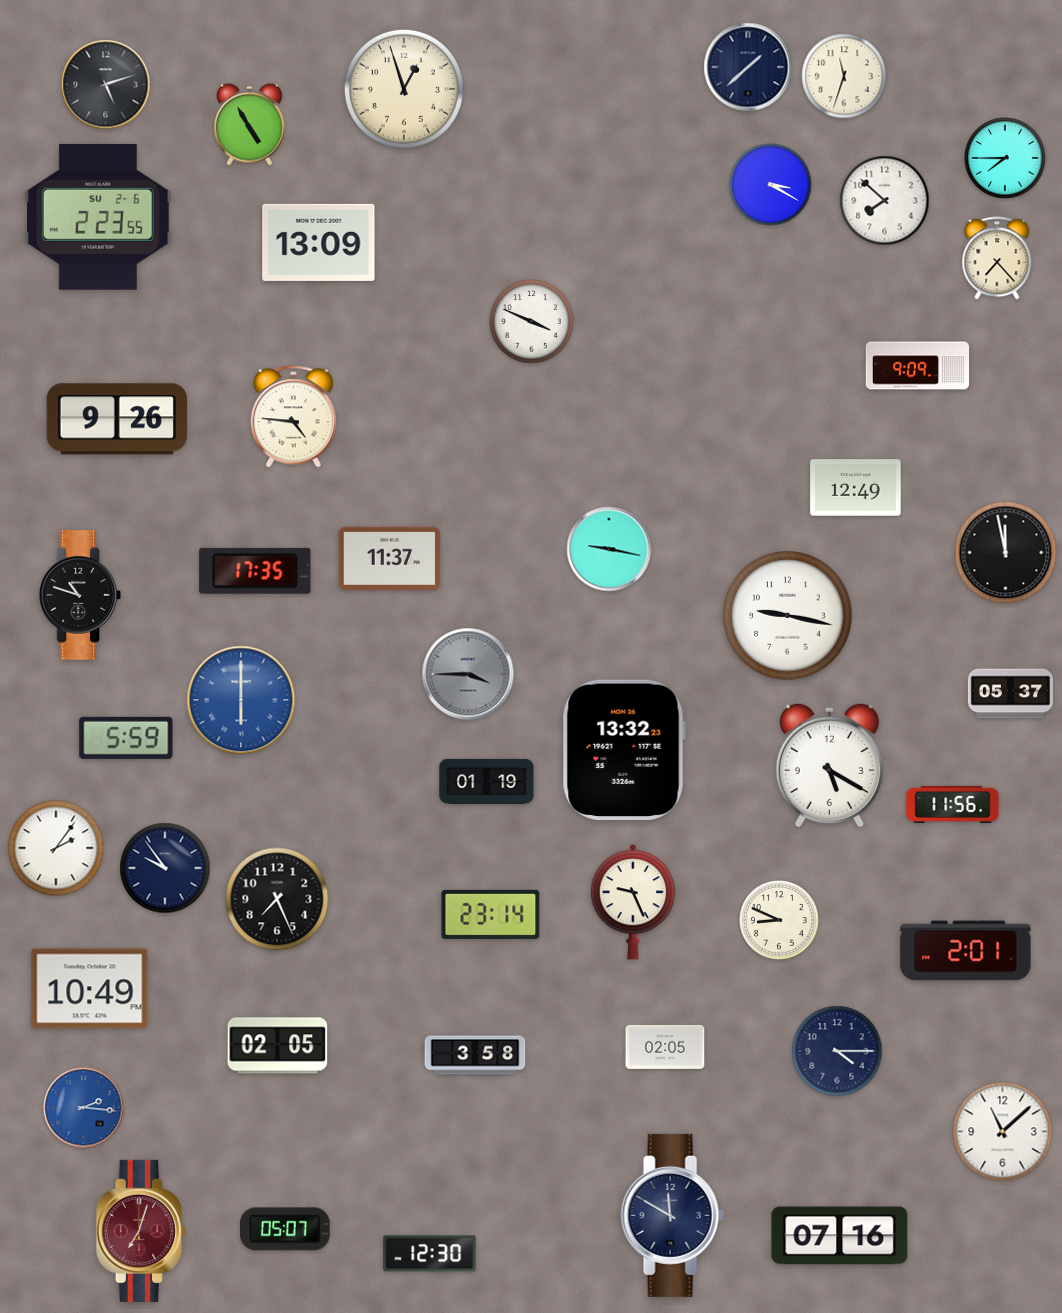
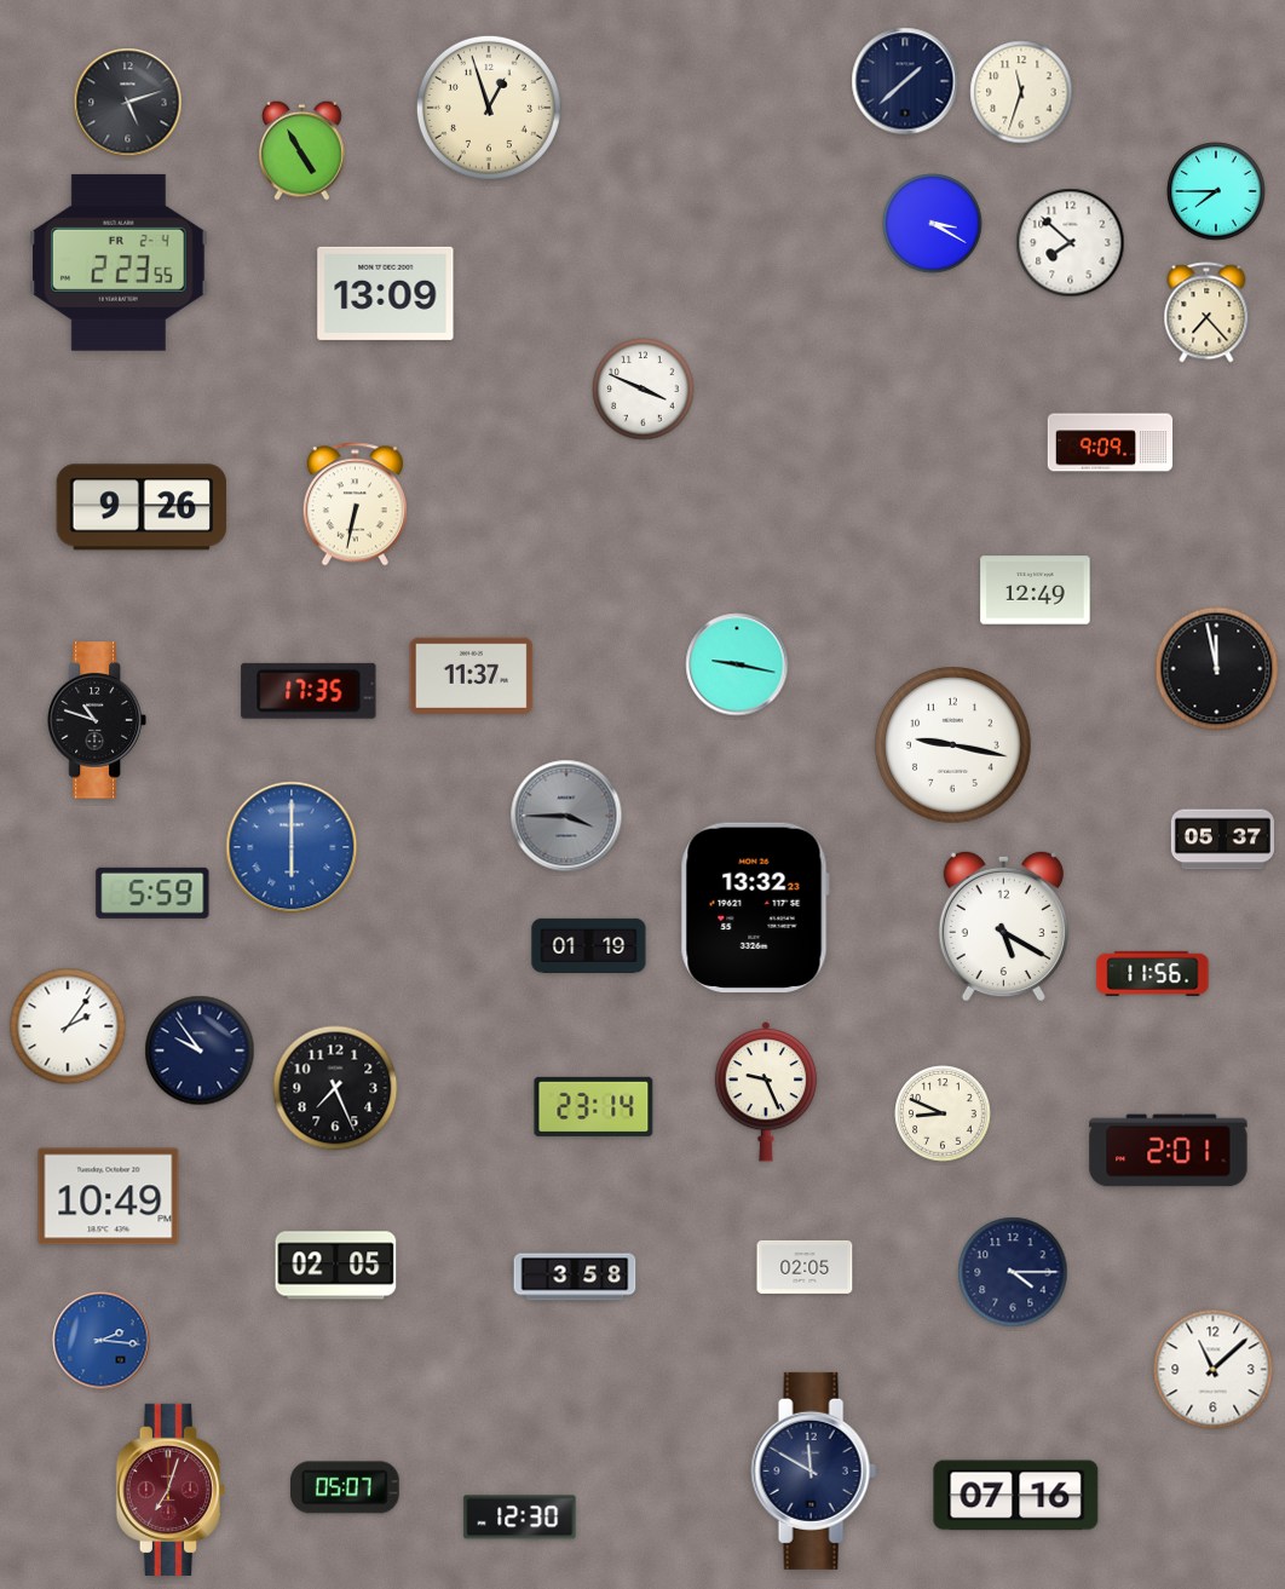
clock at (99, 217) date: SU 2-6 -> FR 2-4
clock at (293, 417): 4:46 -> 6:32
